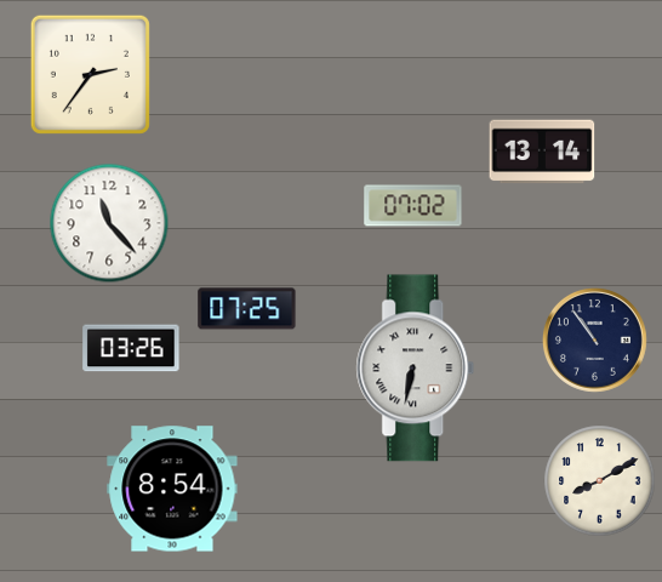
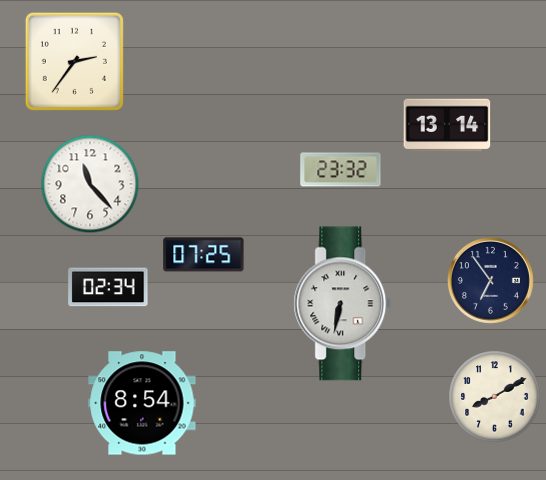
clock at (413, 206): 07:02 -> 23:32
clock at (594, 339): 10:54 -> 6:54
clock at (131, 348): 03:26 -> 02:34
